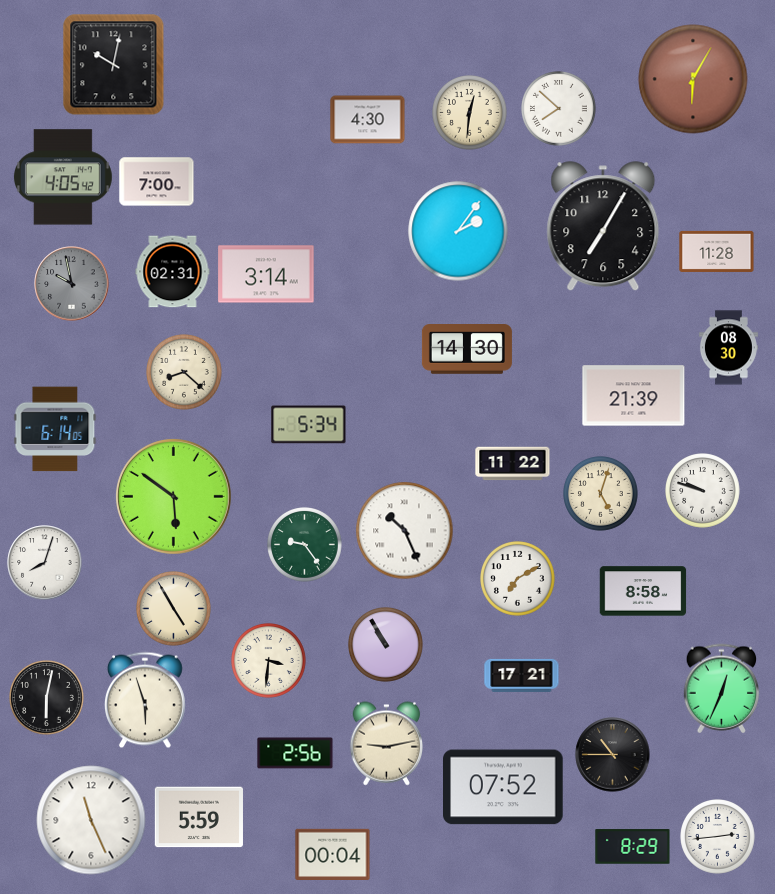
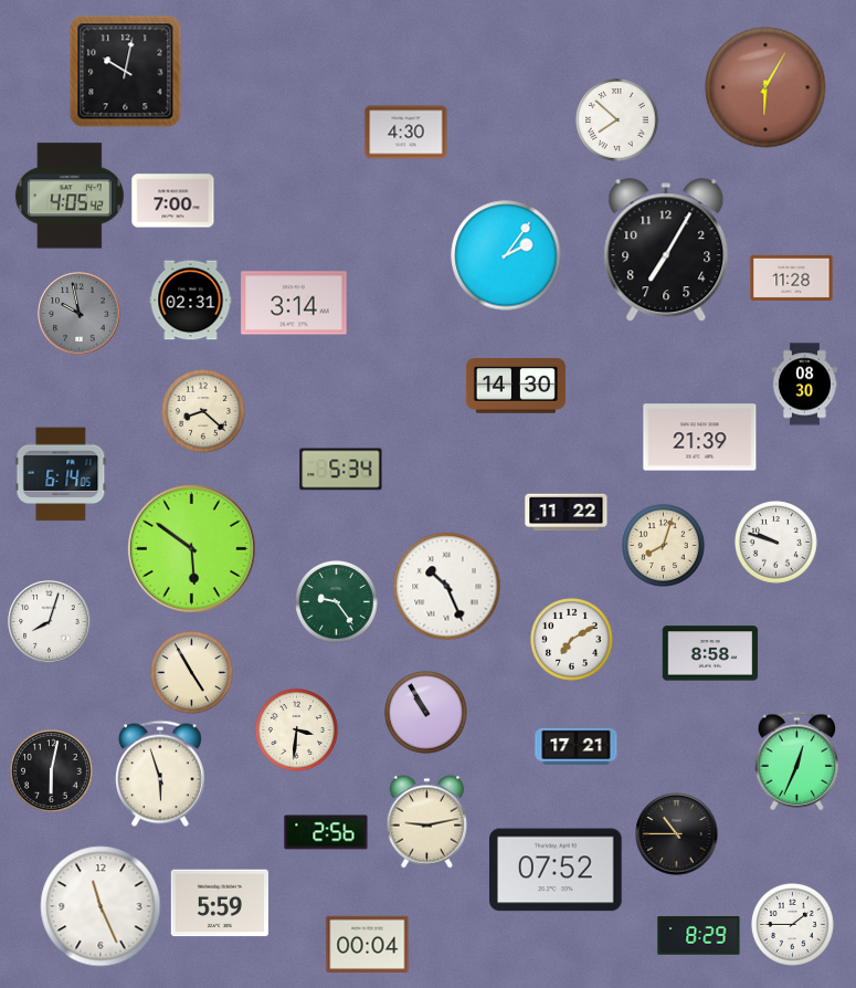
clock at (470, 113): 12:31 -> none
clock at (601, 494): 5:03 -> 8:03
clock at (718, 837): 2:44 -> 1:45
